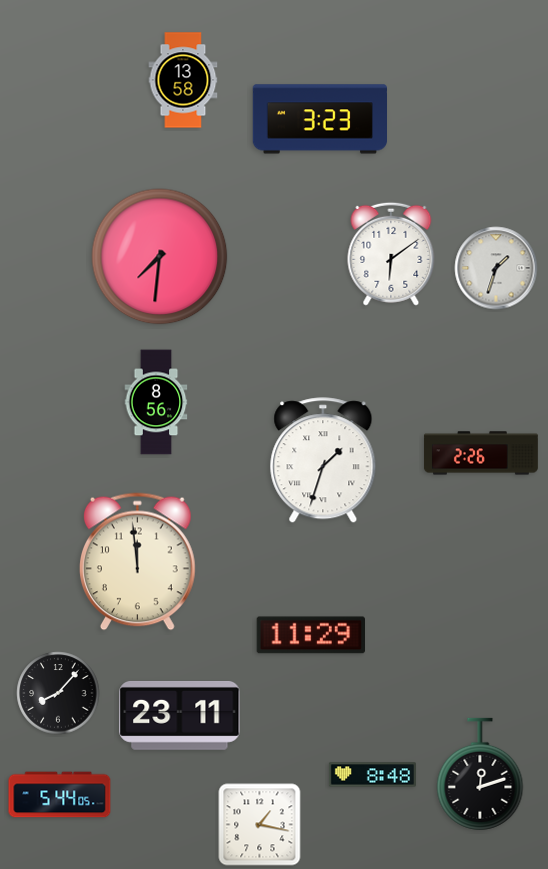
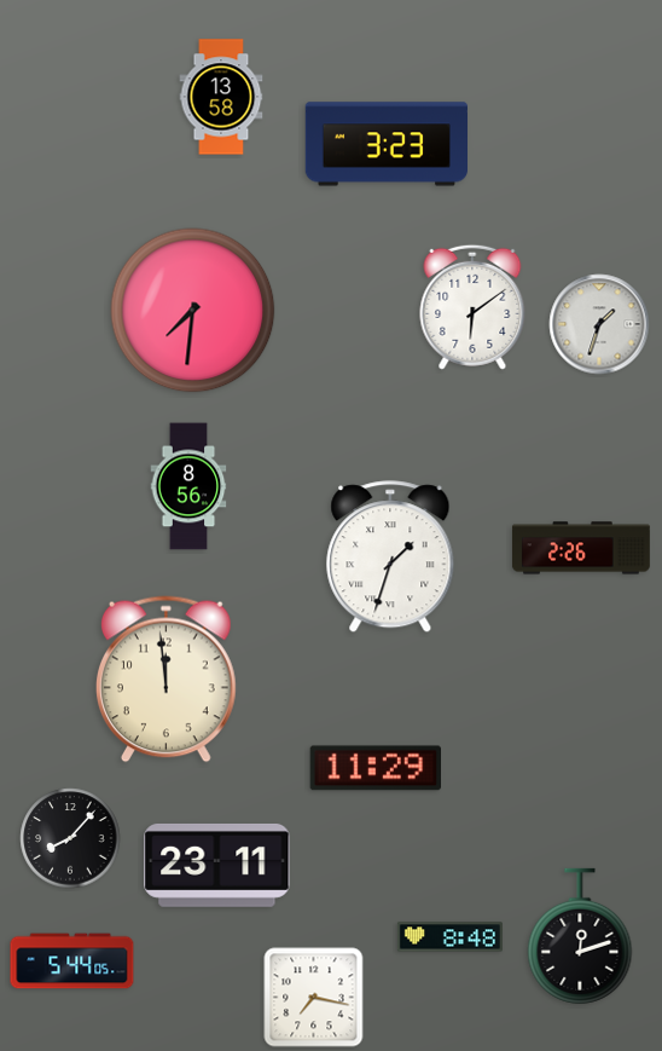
clock at (260, 825): 1:17 -> 7:17
